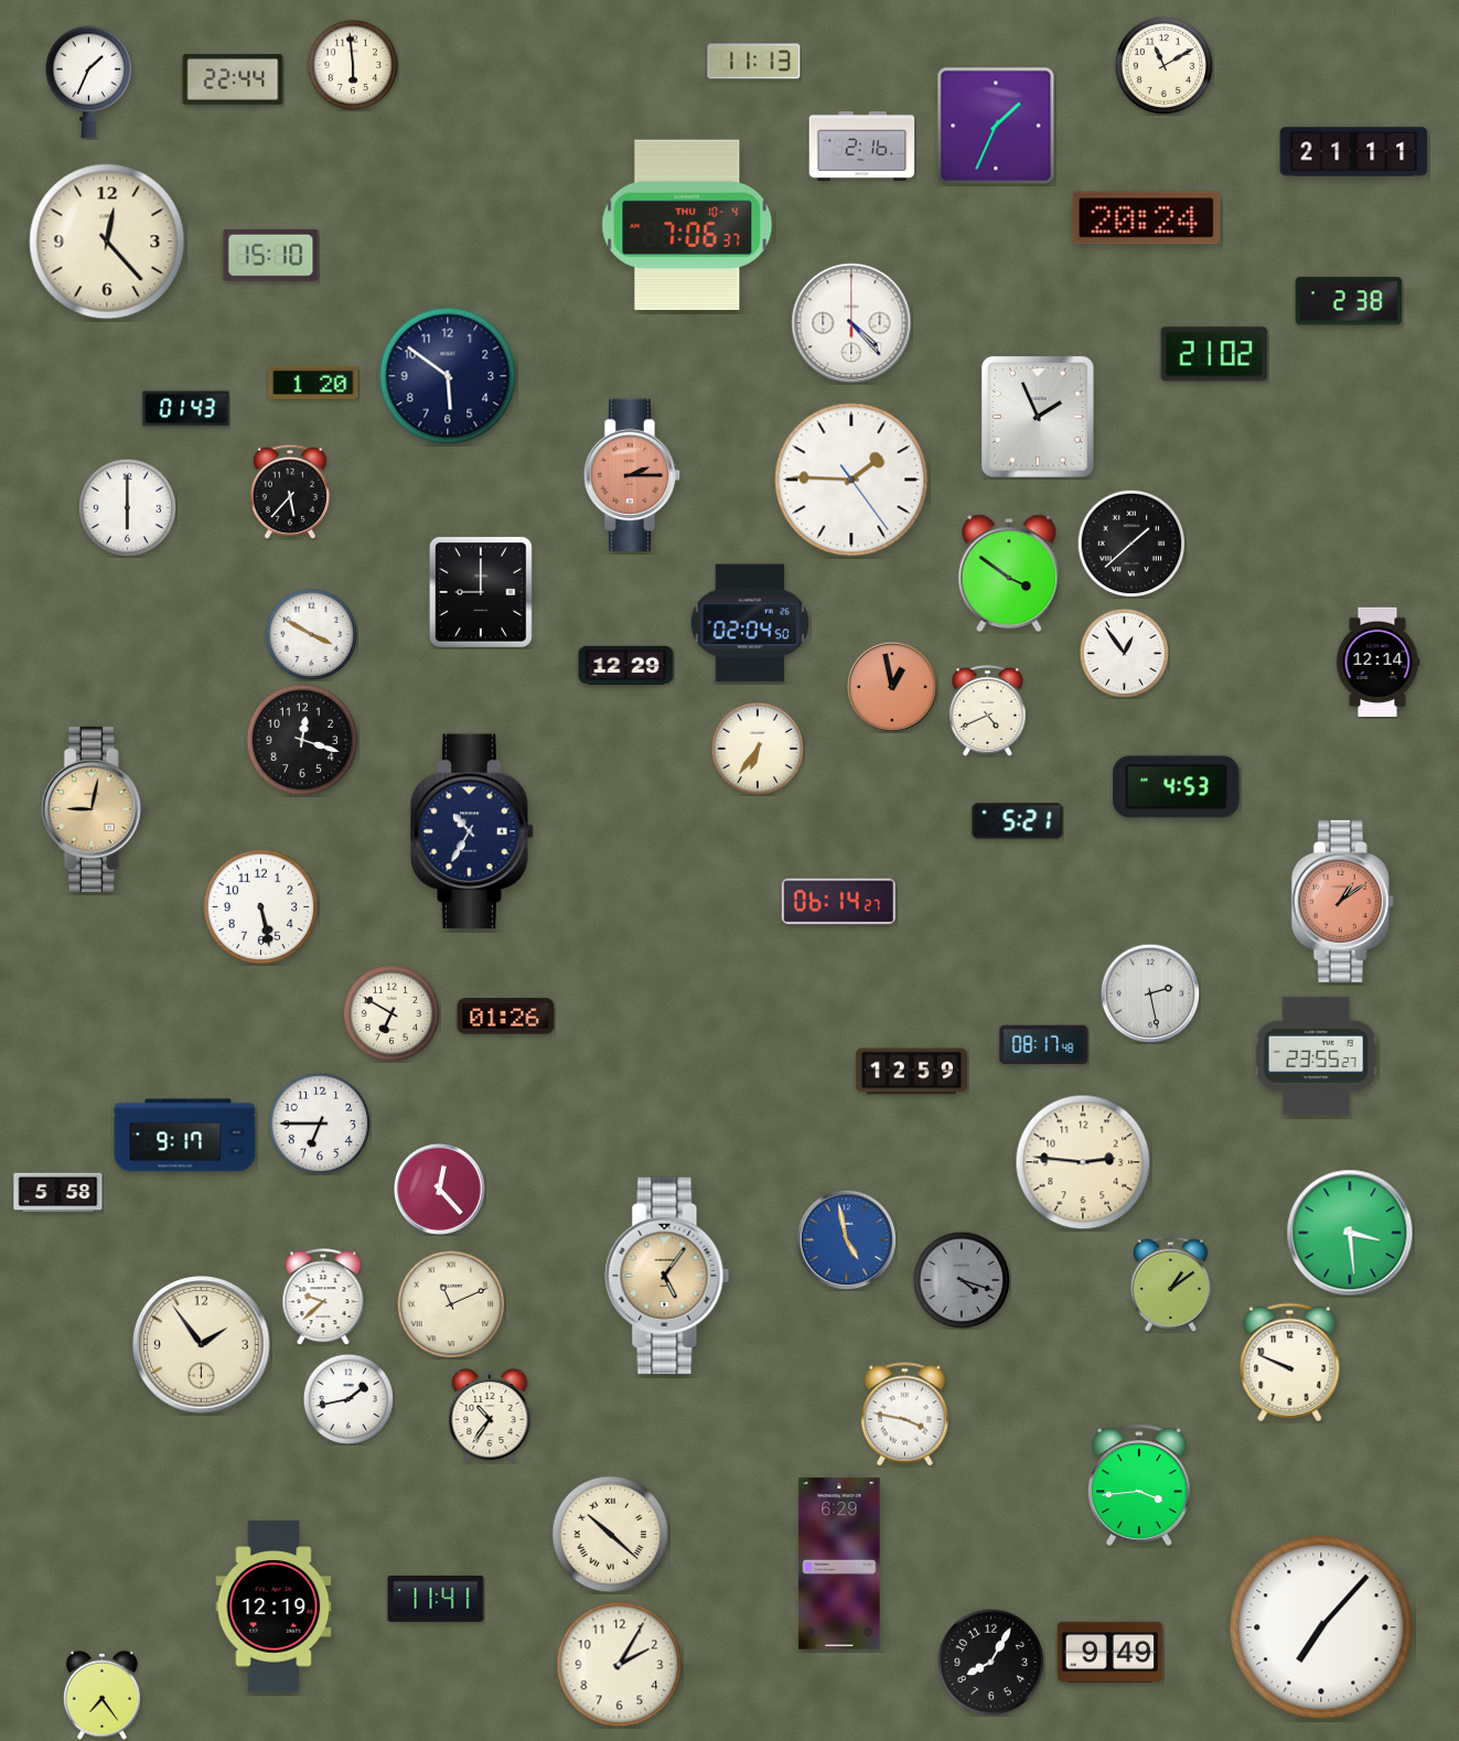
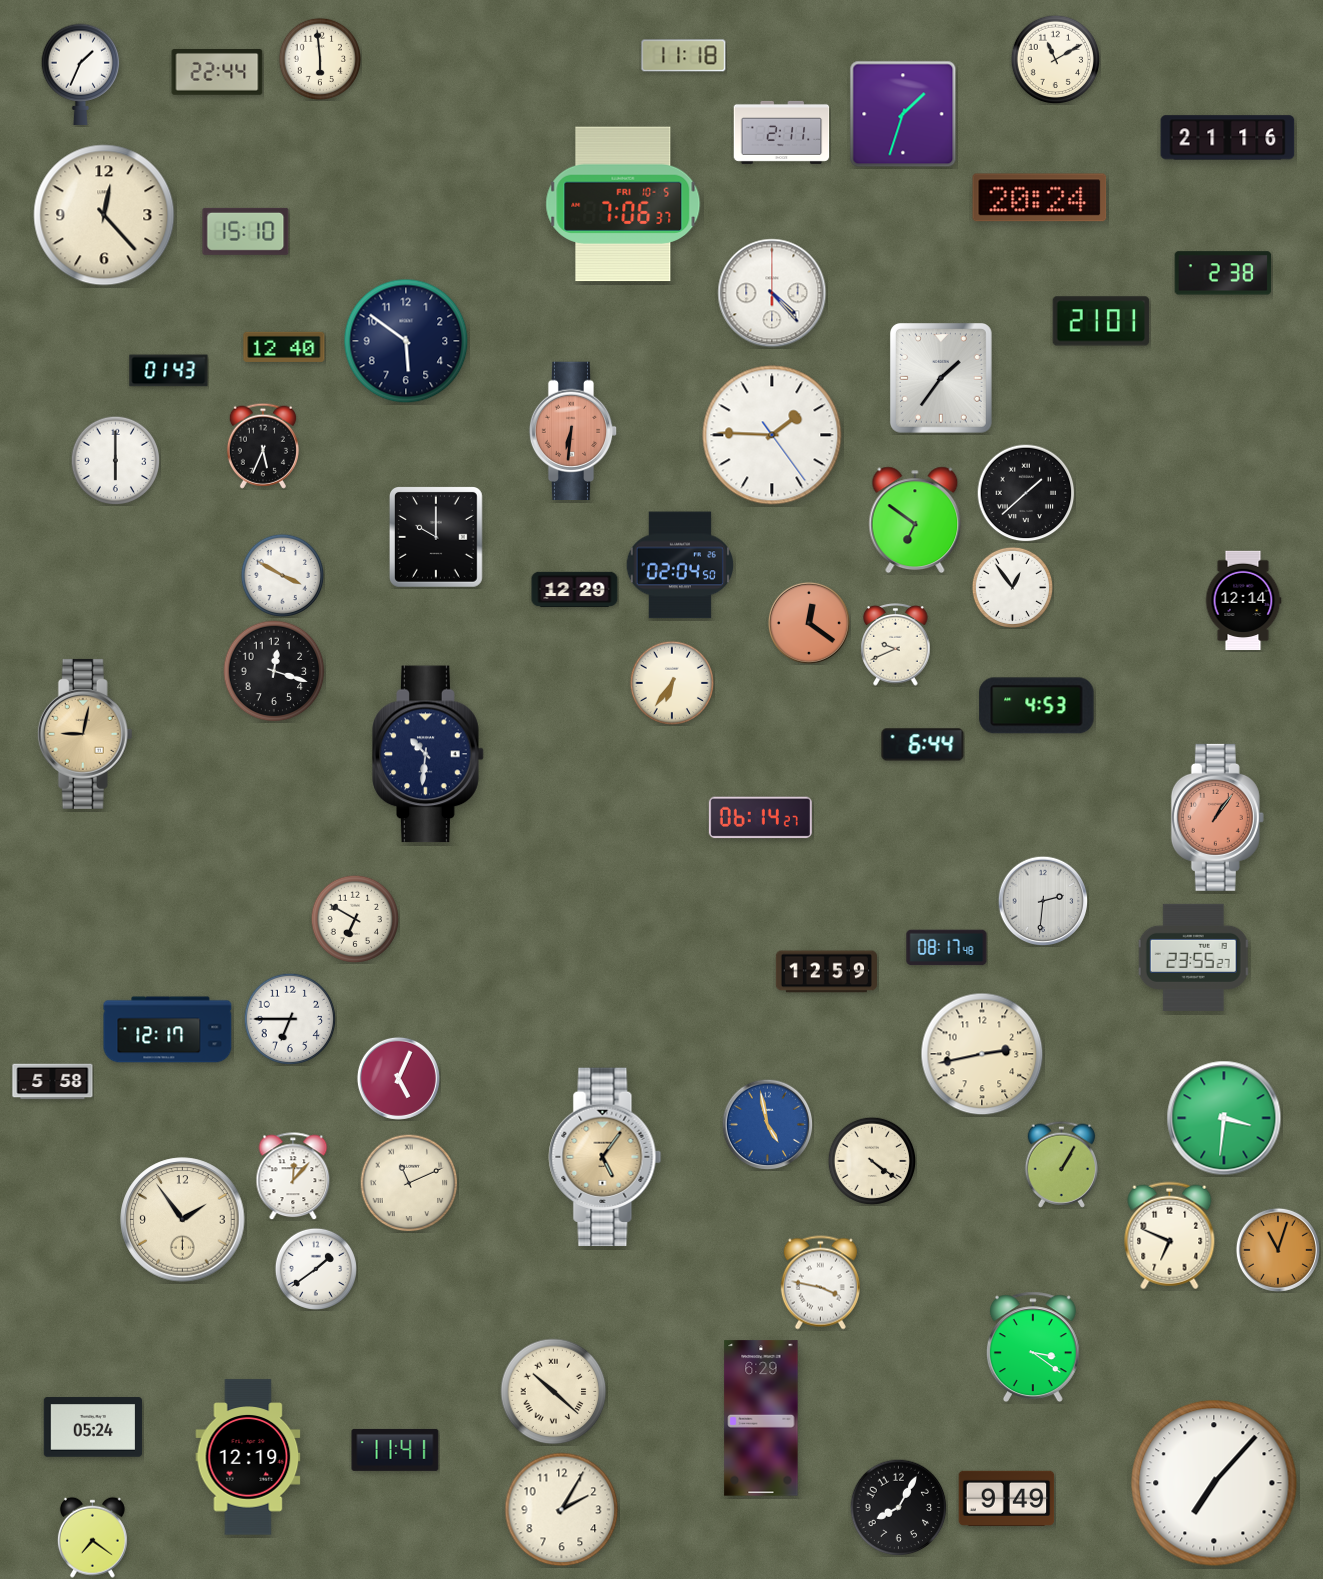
clock at (754, 62): 11:13 -> 11:18
clock at (233, 79) position: (233, 79) -> (217, 72)
clock at (996, 126): 1:34 -> 1:33
clock at (862, 146): 2:16 -> 2:11
clock at (1354, 152): 21:11 -> 21:16
clock at (687, 225) date: THU 10-4 -> FRI 10-5
clock at (107, 241) position: (107, 241) -> (104, 215)
clock at (1214, 354): 21:02 -> 21:01
clock at (313, 383): 1:20 -> 12:40
clock at (1038, 418): 1:56 -> 1:36
clock at (632, 475): 2:15 -> 6:31
clock at (290, 492): 5:37 -> 5:34
clock at (1009, 573): 3:51 -> 6:51
clock at (481, 593): 9:00 -> 10:00
clock at (1124, 653) position: (1124, 653) -> (1012, 587)
clock at (1377, 663) position: (1377, 663) -> (1243, 601)
clock at (626, 666) position: (626, 666) -> (575, 590)
clock at (892, 687): 12:58 -> 12:21
clock at (988, 711): 4:41 -> 9:41
clock at (757, 748) position: (757, 748) -> (671, 682)
clock at (1177, 787) position: (1177, 787) -> (1037, 706)
clock at (1018, 821): 5:21 -> 6:44
clock at (472, 831): 10:35 -> 10:31
clock at (1342, 901): 1:09 -> 1:06
clock at (261, 907): 5:28 -> none
clock at (1150, 993): 2:28 -> 2:31
clock at (506, 1017): 01:26 -> none
clock at (185, 1136): 9:17 -> 12:17
clock at (1083, 1162): 2:46 -> 2:43
clock at (439, 1189): 12:23 -> 5:04
clock at (1350, 1233): 3:29 -> 3:31
clock at (962, 1280): 4:18 -> 4:21
clock at (962, 1280) dial: grey -> cream
clock at (1171, 1283): 1:09 -> 1:05
clock at (323, 1297): 9:38 -> 12:07
clock at (1290, 1363): 9:49 -> 6:49
clock at (1278, 1250): none -> 11:03
clock at (347, 1398): 1:43 -> 1:39
clock at (490, 1416): 10:36 -> none
clock at (1139, 1485): 3:44 -> 3:21
clock at (93, 1427): none -> 05:24
clock at (1321, 1627) position: (1321, 1627) -> (1214, 1483)
clock at (101, 1695): 7:24 -> 7:21
